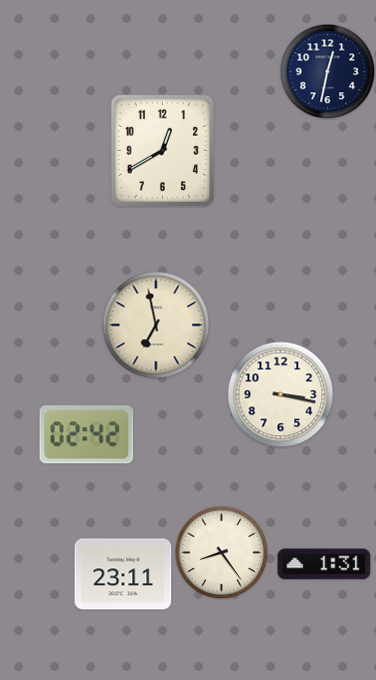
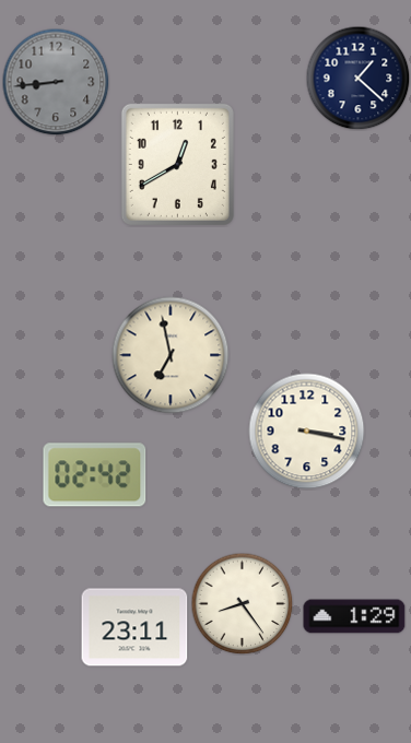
clock at (327, 71): 12:32 -> 1:22
clock at (56, 82): none -> 8:44
clock at (324, 564): 1:31 -> 1:29
